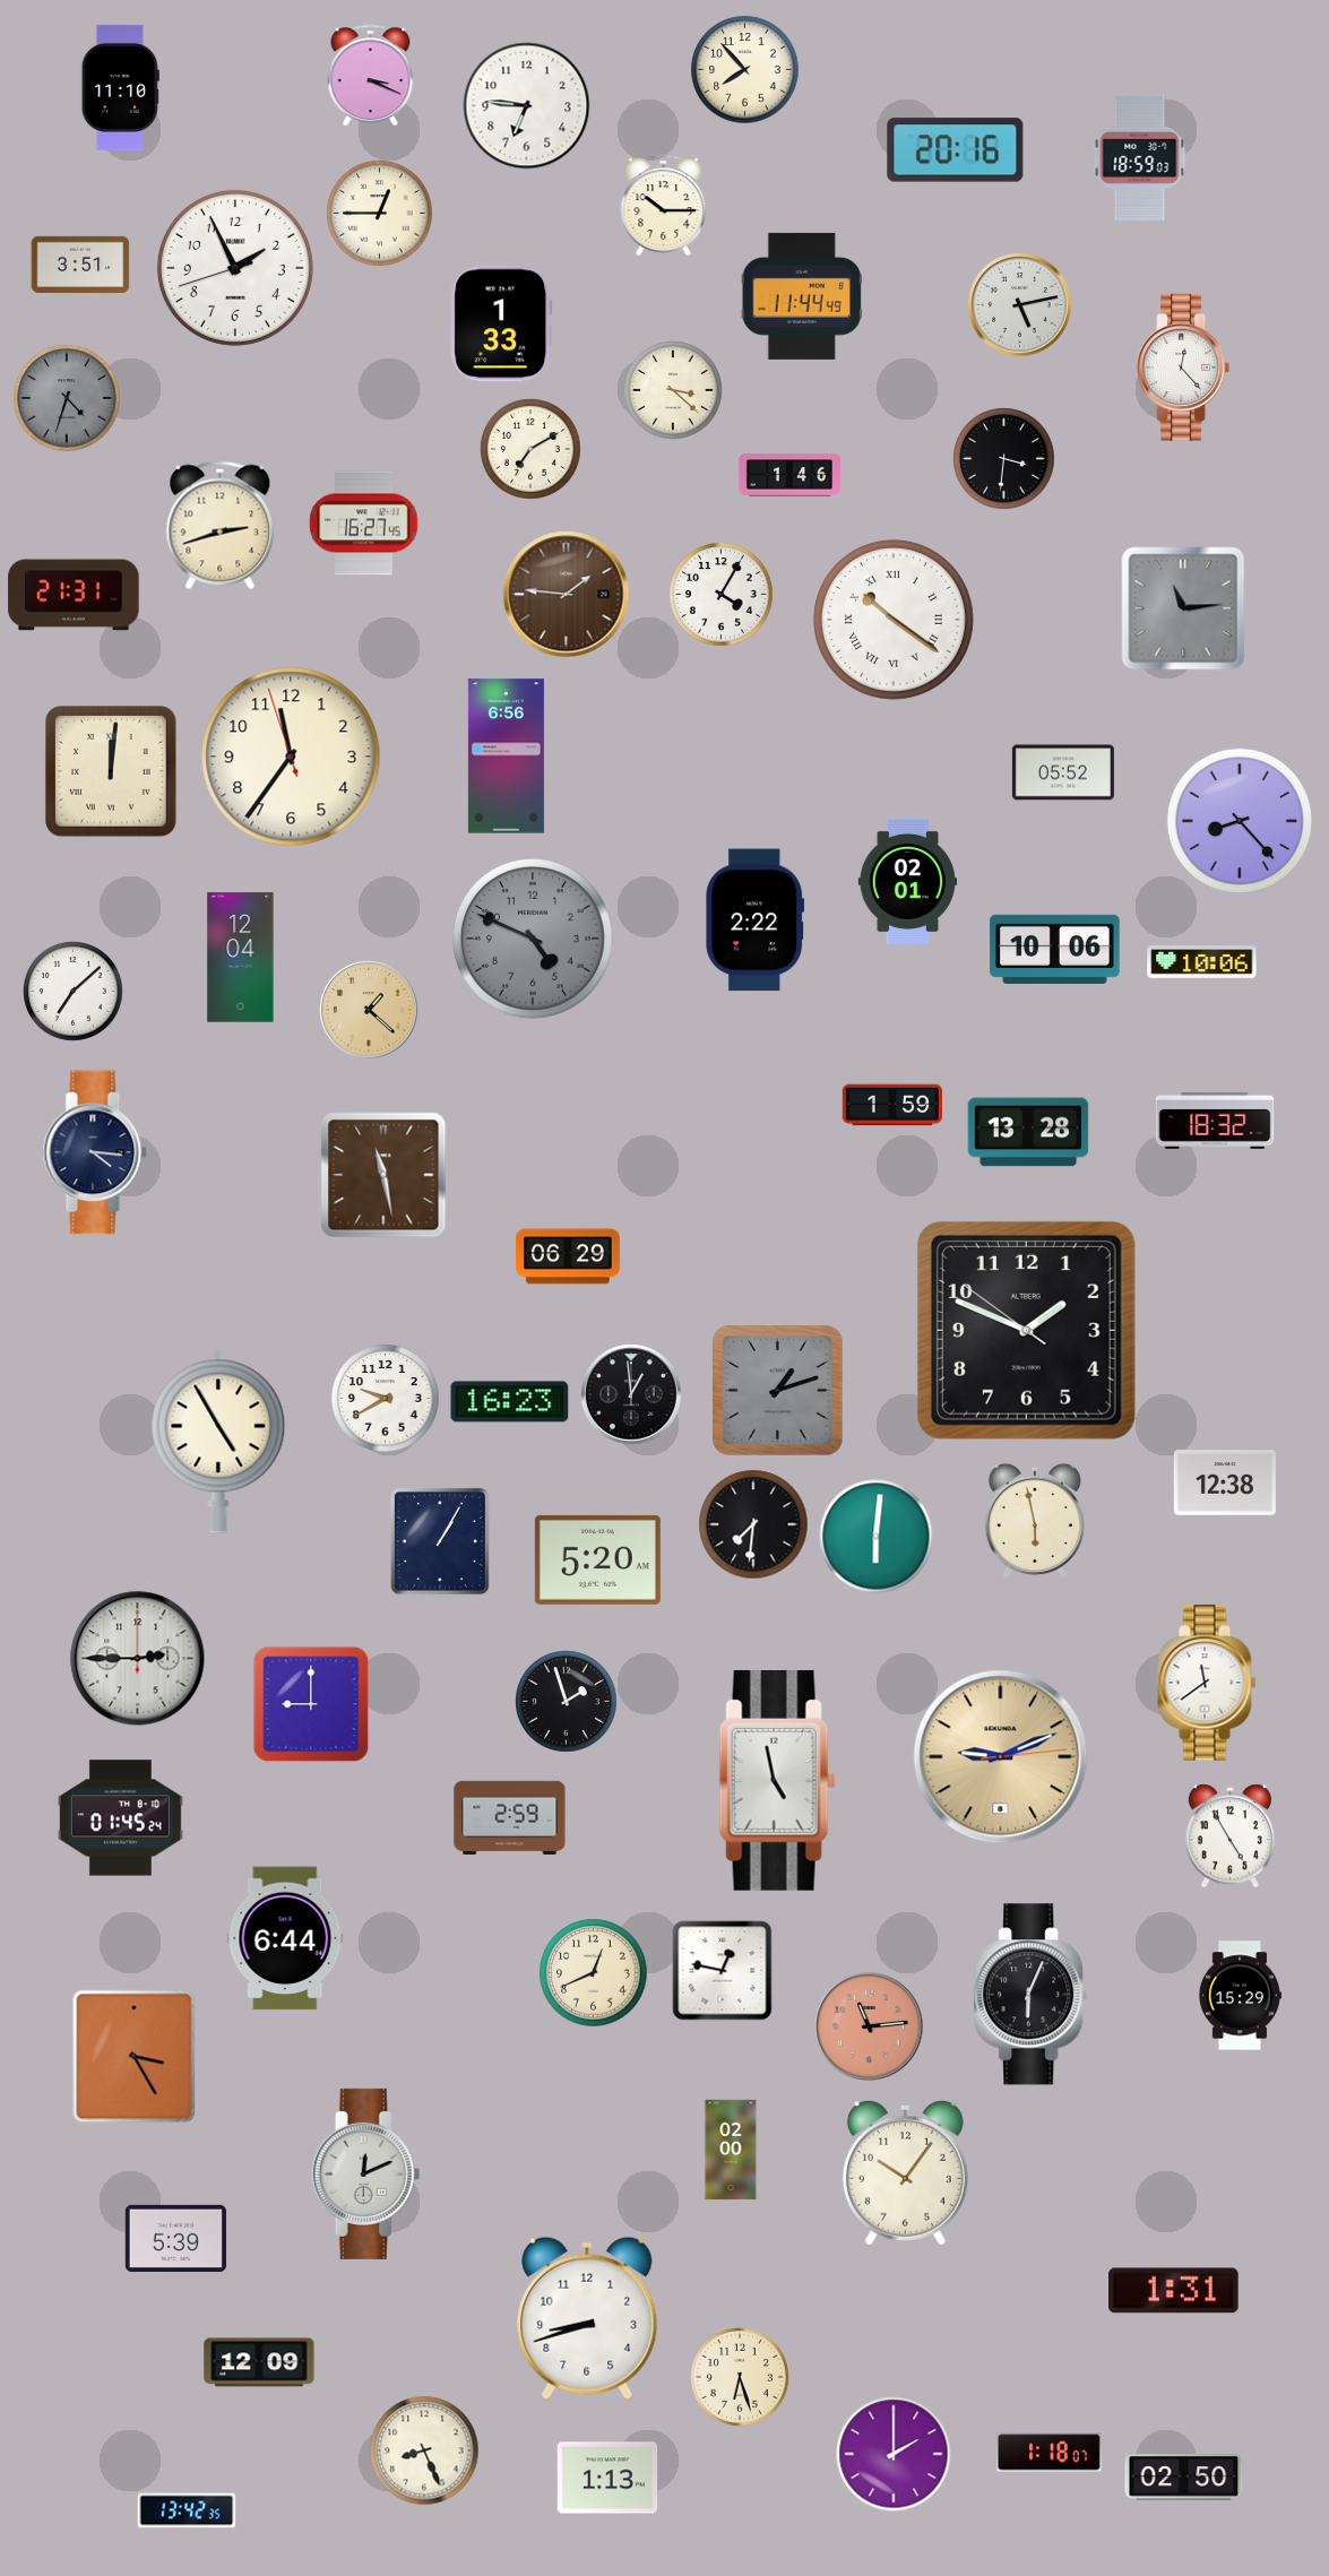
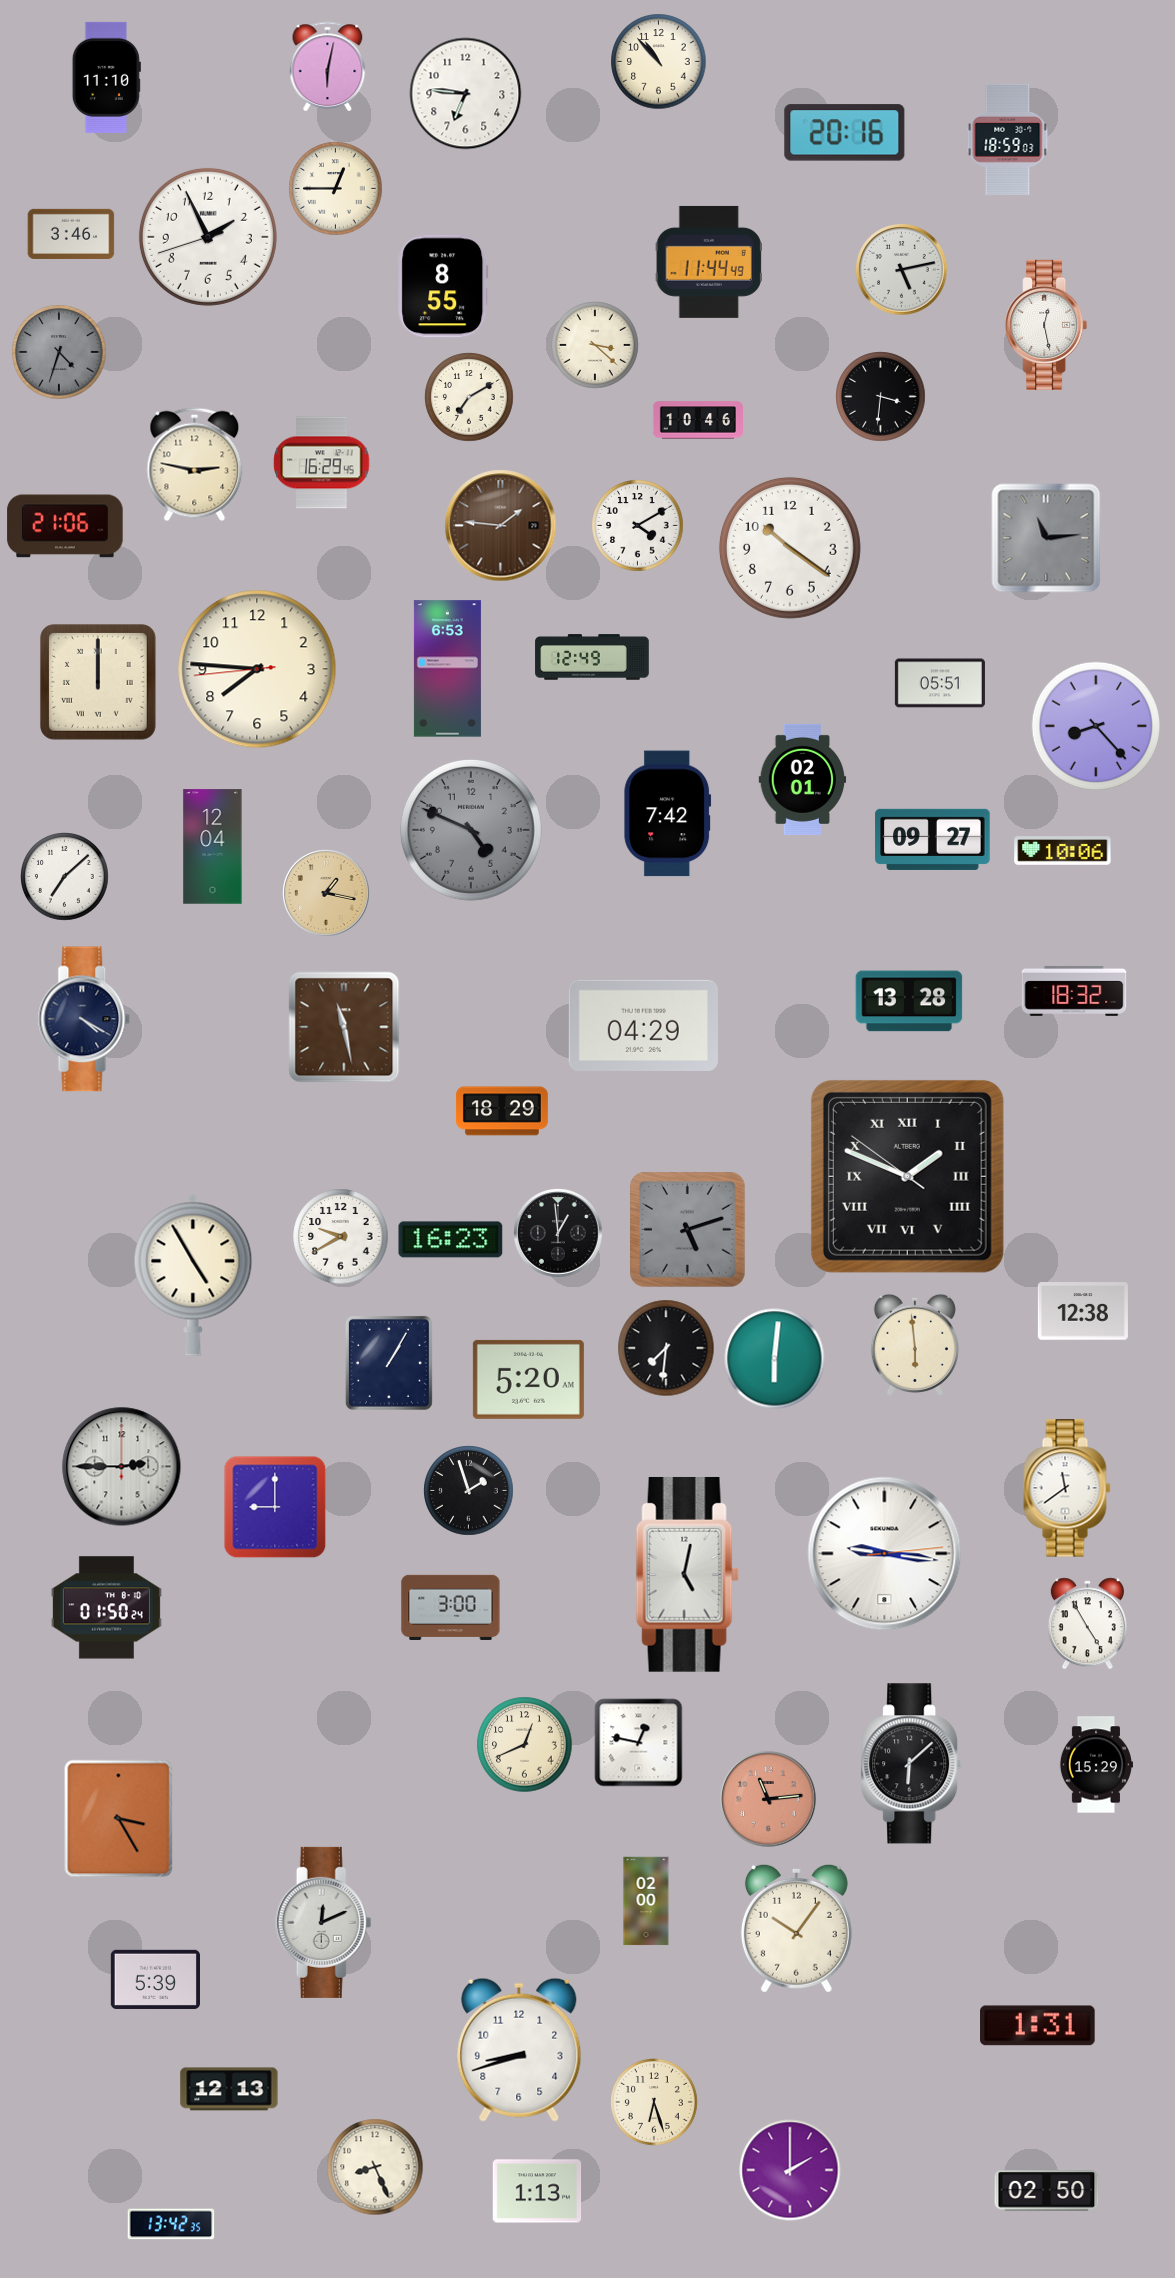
clock at (745, 70): 7:53 -> 10:53
clock at (371, 75): 3:19 -> 6:02
clock at (664, 205): 10:15 -> none
clock at (80, 265): 3:51 -> 3:46
clock at (501, 323): 1:33 -> 8:55
clock at (1183, 368): 12:23 -> 12:28
clock at (1004, 459) position: (1004, 459) -> (881, 397)
clock at (789, 475): 1:46 -> 10:46
clock at (364, 524): 16:27 -> 16:29
clock at (221, 526): 2:42 -> 2:47
clock at (74, 595): 21:31 -> 21:06
clock at (722, 595): 4:05 -> 4:10
clock at (894, 620) numerals: Roman -> Arabic
clock at (592, 657): none -> 12:49
clock at (291, 757): 11:35 -> 7:45
clock at (506, 757): 6:56 -> 6:53
clock at (111, 771): 12:01 -> 12:00
clock at (1063, 772): 05:52 -> 05:51
clock at (756, 920): 2:22 -> 7:42
clock at (1055, 949): 10:06 -> 09:27
clock at (369, 1010): 1:22 -> 1:17
clock at (892, 1105): 1:59 -> none
clock at (95, 1152): 4:16 -> 4:20
clock at (643, 1025): none -> 04:29
clock at (383, 1175) position: (383, 1175) -> (344, 1027)
clock at (568, 1256): 06:29 -> 18:29
clock at (1026, 1330) numerals: Arabic -> Roman
clock at (778, 1391): 1:12 -> 5:12
clock at (1035, 1521): 5:58 -> 5:59
clock at (567, 1702) position: (567, 1702) -> (469, 1491)
clock at (1001, 1757): 9:11 -> 9:16
clock at (1001, 1757) dial: champagne -> white
clock at (777, 1780): 4:58 -> 5:02
clock at (510, 1817): 2:59 -> 3:00
clock at (120, 1818): 01:45 -> 01:50
clock at (285, 1938): 6:44 -> none
clock at (1032, 1995): 6:04 -> 6:08
clock at (869, 2026) position: (869, 2026) -> (768, 1799)
clock at (905, 2172) position: (905, 2172) -> (796, 1928)
clock at (259, 2362): 12:09 -> 12:13
clock at (1050, 2453): 1:18 -> none
clock at (187, 2510) position: (187, 2510) -> (171, 2224)
